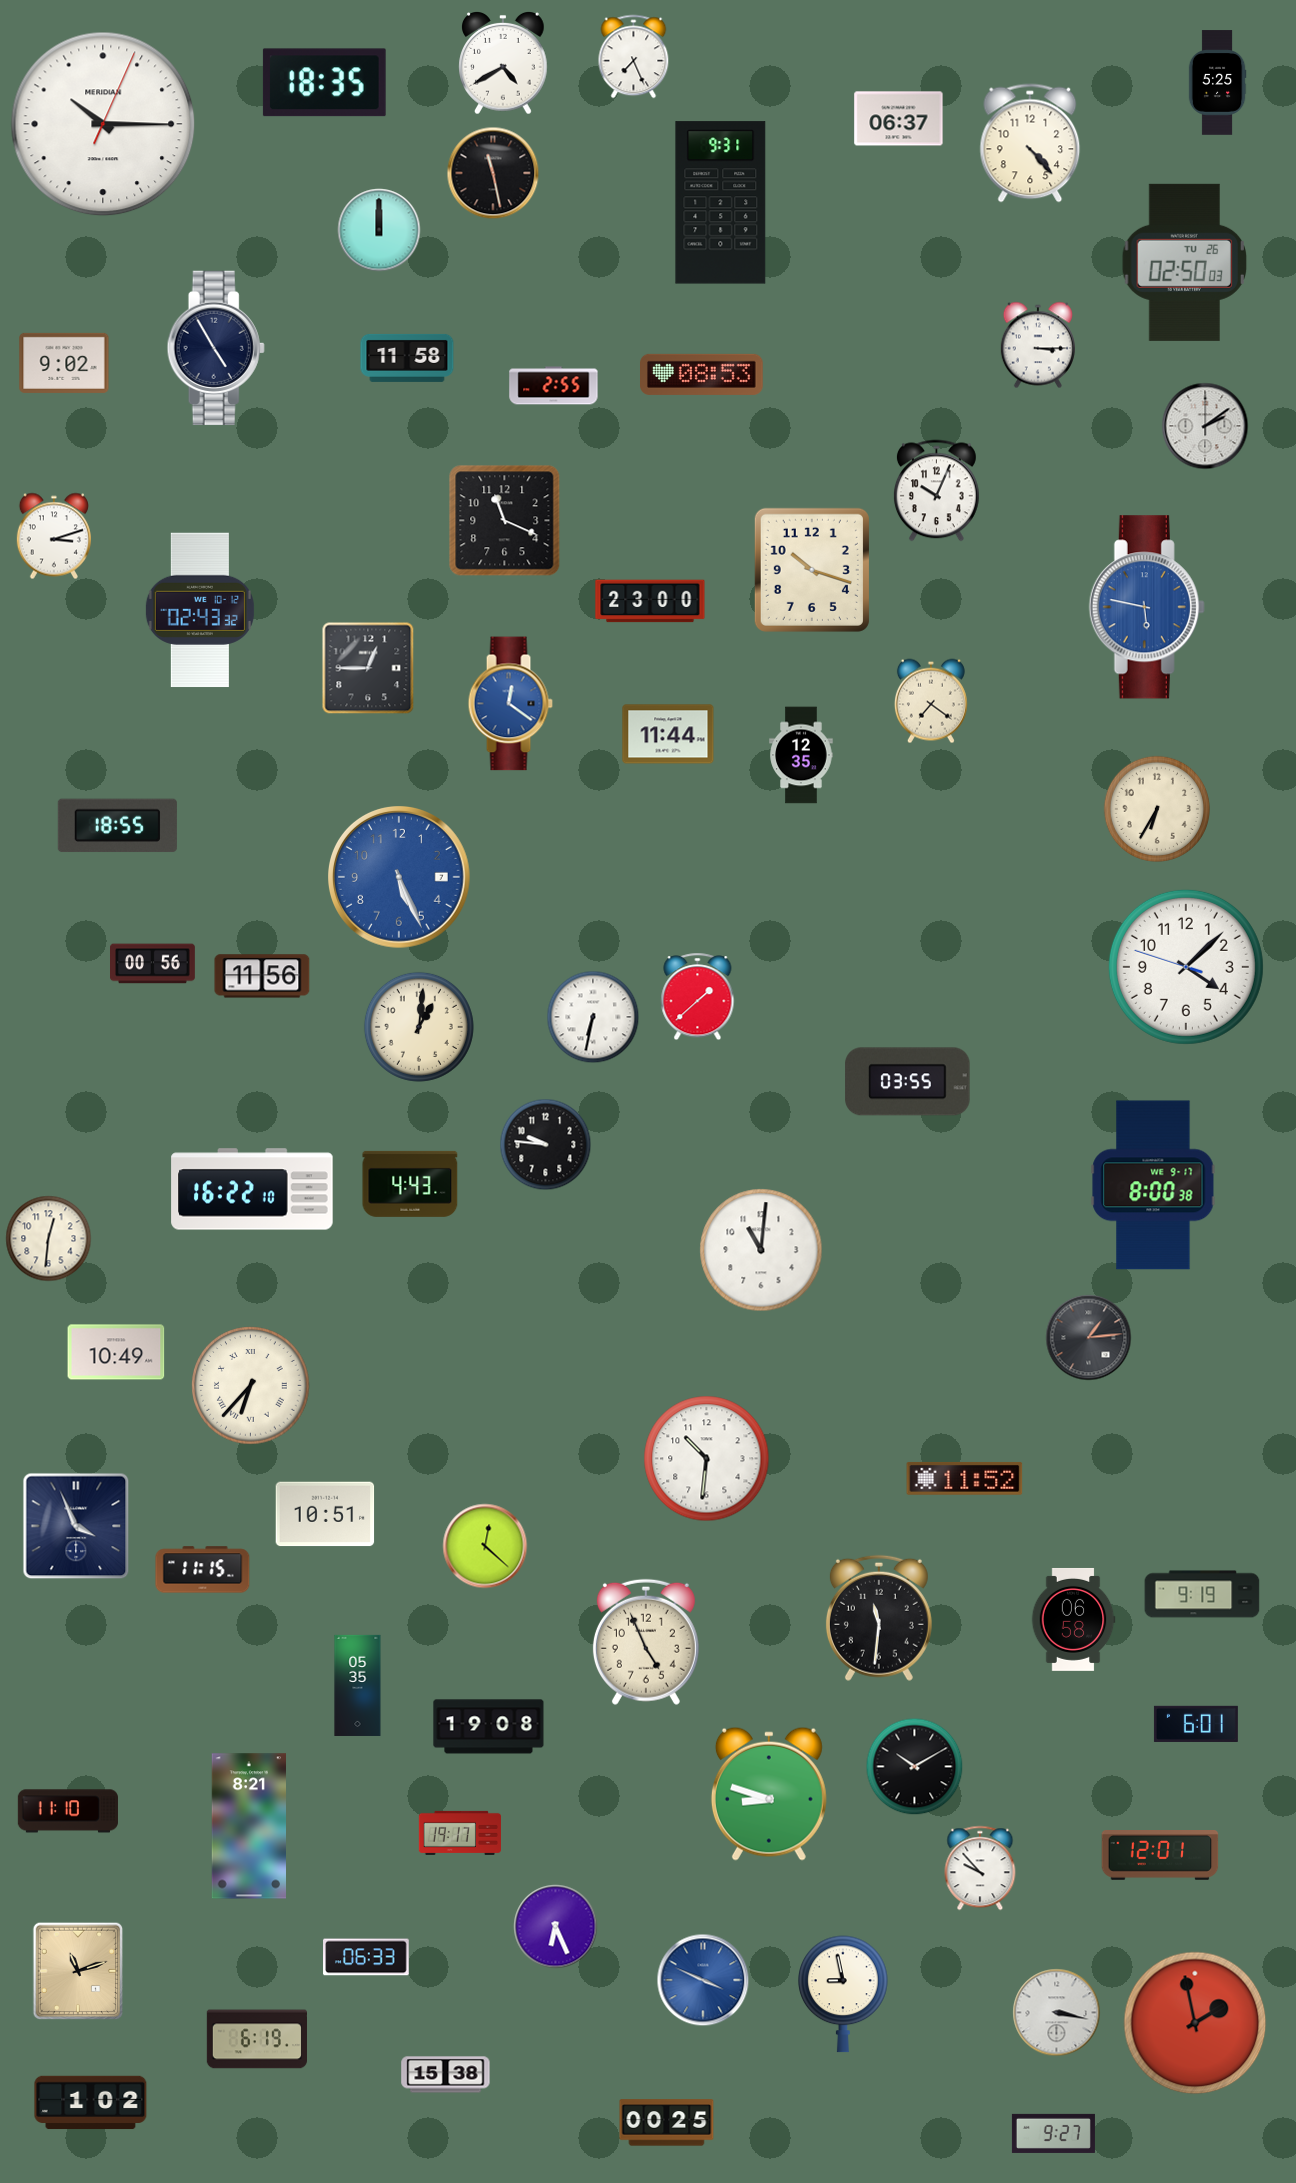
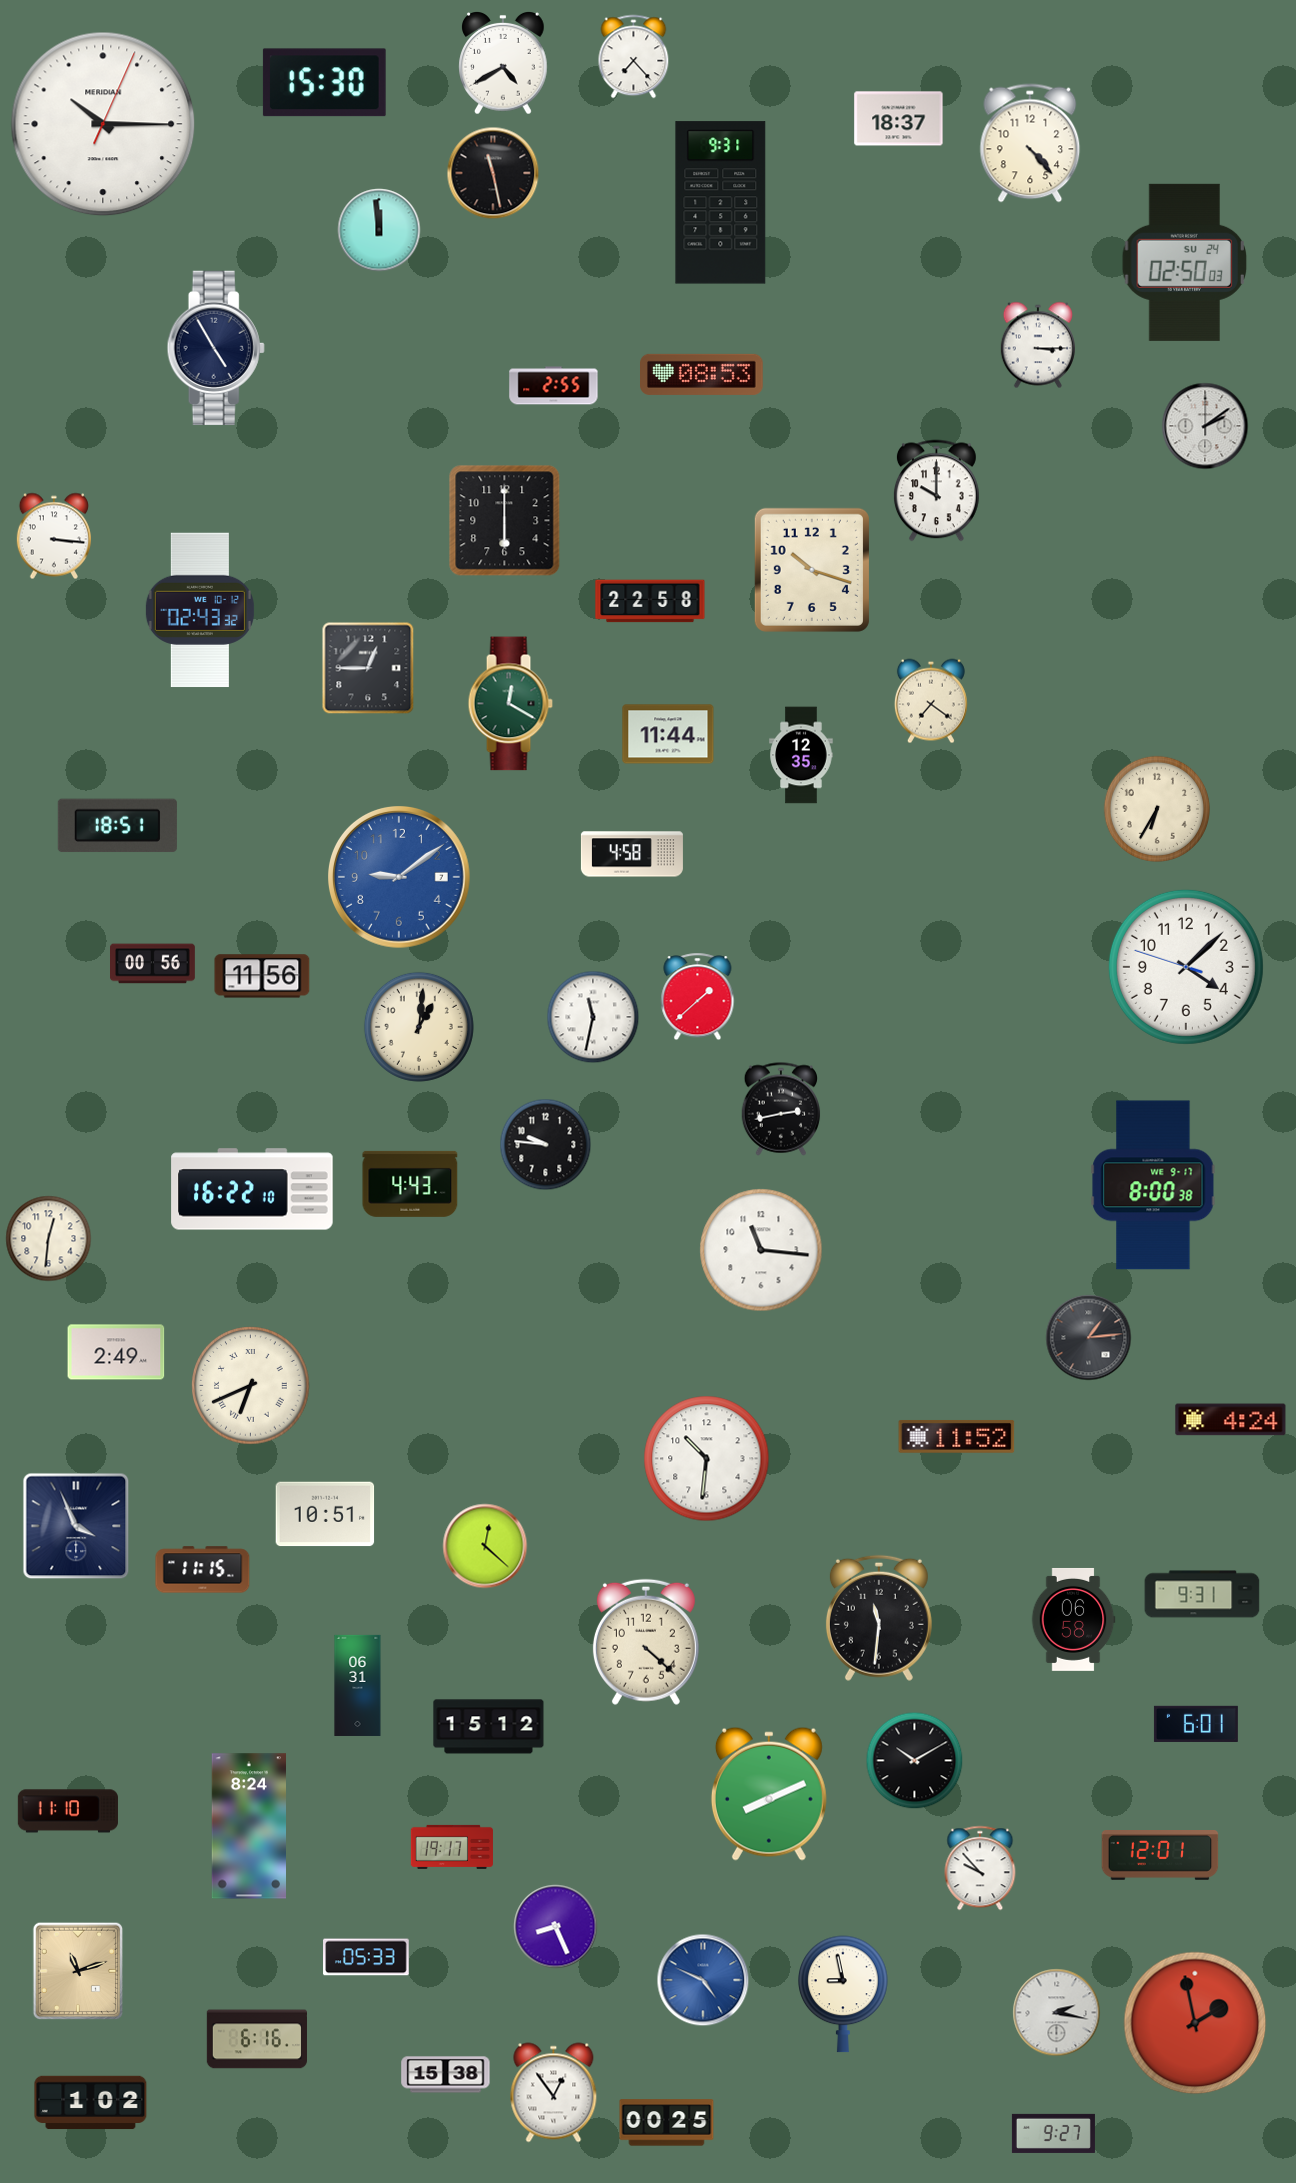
clock at (634, 57): 7:26 -> 7:23
clock at (324, 83): 18:35 -> 15:30
clock at (1217, 83): 5:25 -> none
clock at (899, 119): 06:37 -> 18:37
clock at (379, 230): 12:00 -> 11:59
clock at (1184, 262) date: TU 26 -> SU 24
clock at (407, 358): 11:58 -> none
clock at (64, 363): 9:02 -> none
clock at (936, 491): 10:04 -> 10:00
clock at (505, 521): 11:19 -> 6:00
clock at (54, 536): 3:12 -> 3:16
clock at (650, 601): 23:00 -> 22:58
clock at (1147, 607): 5:47 -> none
clock at (510, 704): 12:21 -> 12:20
clock at (510, 704) dial: blue -> green
clock at (117, 826): 18:55 -> 18:51
clock at (632, 854): none -> 4:58
clock at (400, 878): 5:26 -> 9:09
clock at (593, 1017): 6:32 -> 11:32
clock at (908, 1082): 03:55 -> none
clock at (781, 1109): none -> 2:43
clock at (761, 1250): 11:01 -> 11:16
clock at (116, 1352): 10:49 -> 2:49
clock at (251, 1386): 6:37 -> 6:41
clock at (1231, 1420): none -> 4:24
clock at (965, 1479) position: (965, 1479) -> (957, 1437)
clock at (1202, 1594): 9:19 -> 9:31
clock at (646, 1642): 4:56 -> 4:22
clock at (358, 1685): 05:35 -> 06:31
clock at (489, 1727): 19:08 -> 15:12
clock at (915, 1767) position: (915, 1767) -> (915, 1761)
clock at (769, 1794): 8:48 -> 8:11
clock at (248, 1826): 8:21 -> 8:24
clock at (460, 1833) position: (460, 1833) -> (452, 1847)
clock at (556, 1927): 6:26 -> 8:26
clock at (366, 1957): 06:33 -> 05:33
clock at (703, 1980): 3:49 -> 4:49
clock at (1057, 2013): 3:17 -> 2:17
clock at (256, 2039): 6:19 -> 6:16
clock at (554, 2093): none -> 12:54
